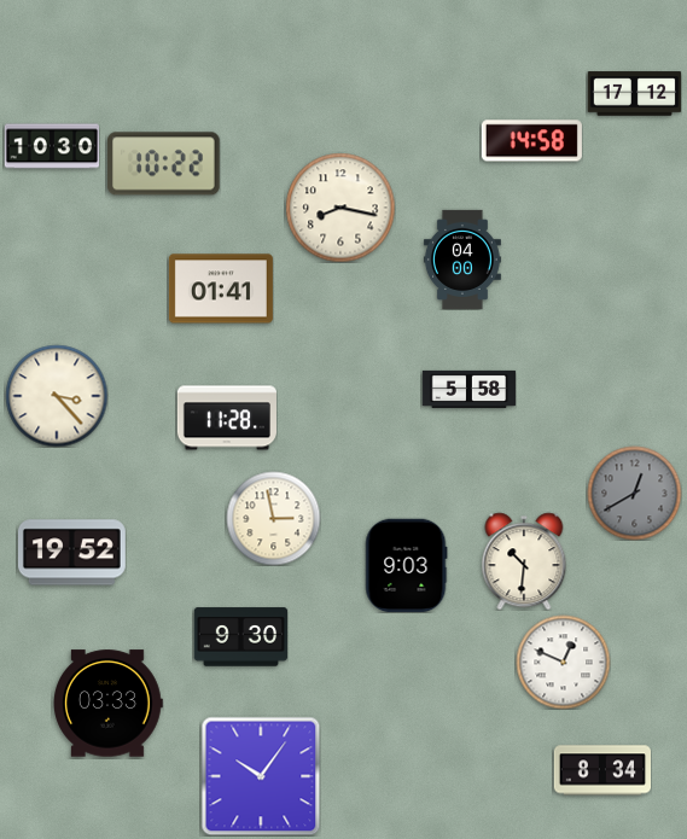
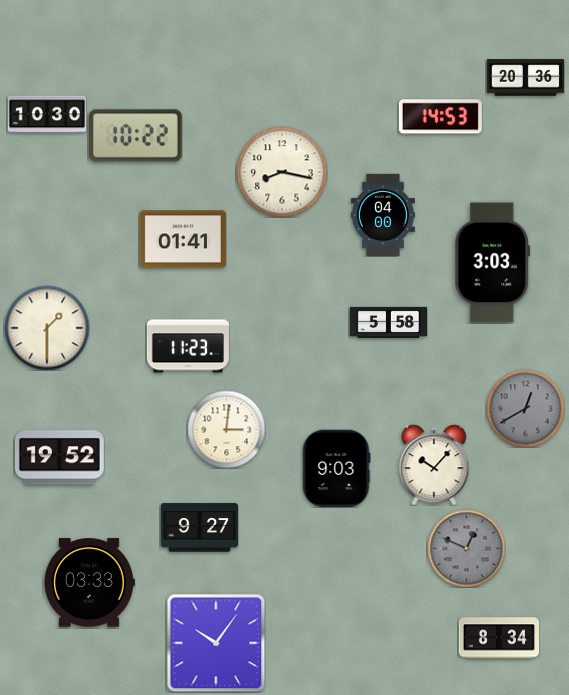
clock at (634, 94): 17:12 -> 20:36
clock at (531, 141): 14:58 -> 14:53
clock at (52, 146) position: (52, 146) -> (47, 114)
clock at (493, 263): none -> 3:03
clock at (57, 396): 3:23 -> 1:30
clock at (227, 418): 11:28 -> 11:23
clock at (273, 518): 2:58 -> 3:01
clock at (524, 561): 10:31 -> 10:07
clock at (240, 637): 9:30 -> 9:27
clock at (563, 662) dial: white -> grey
